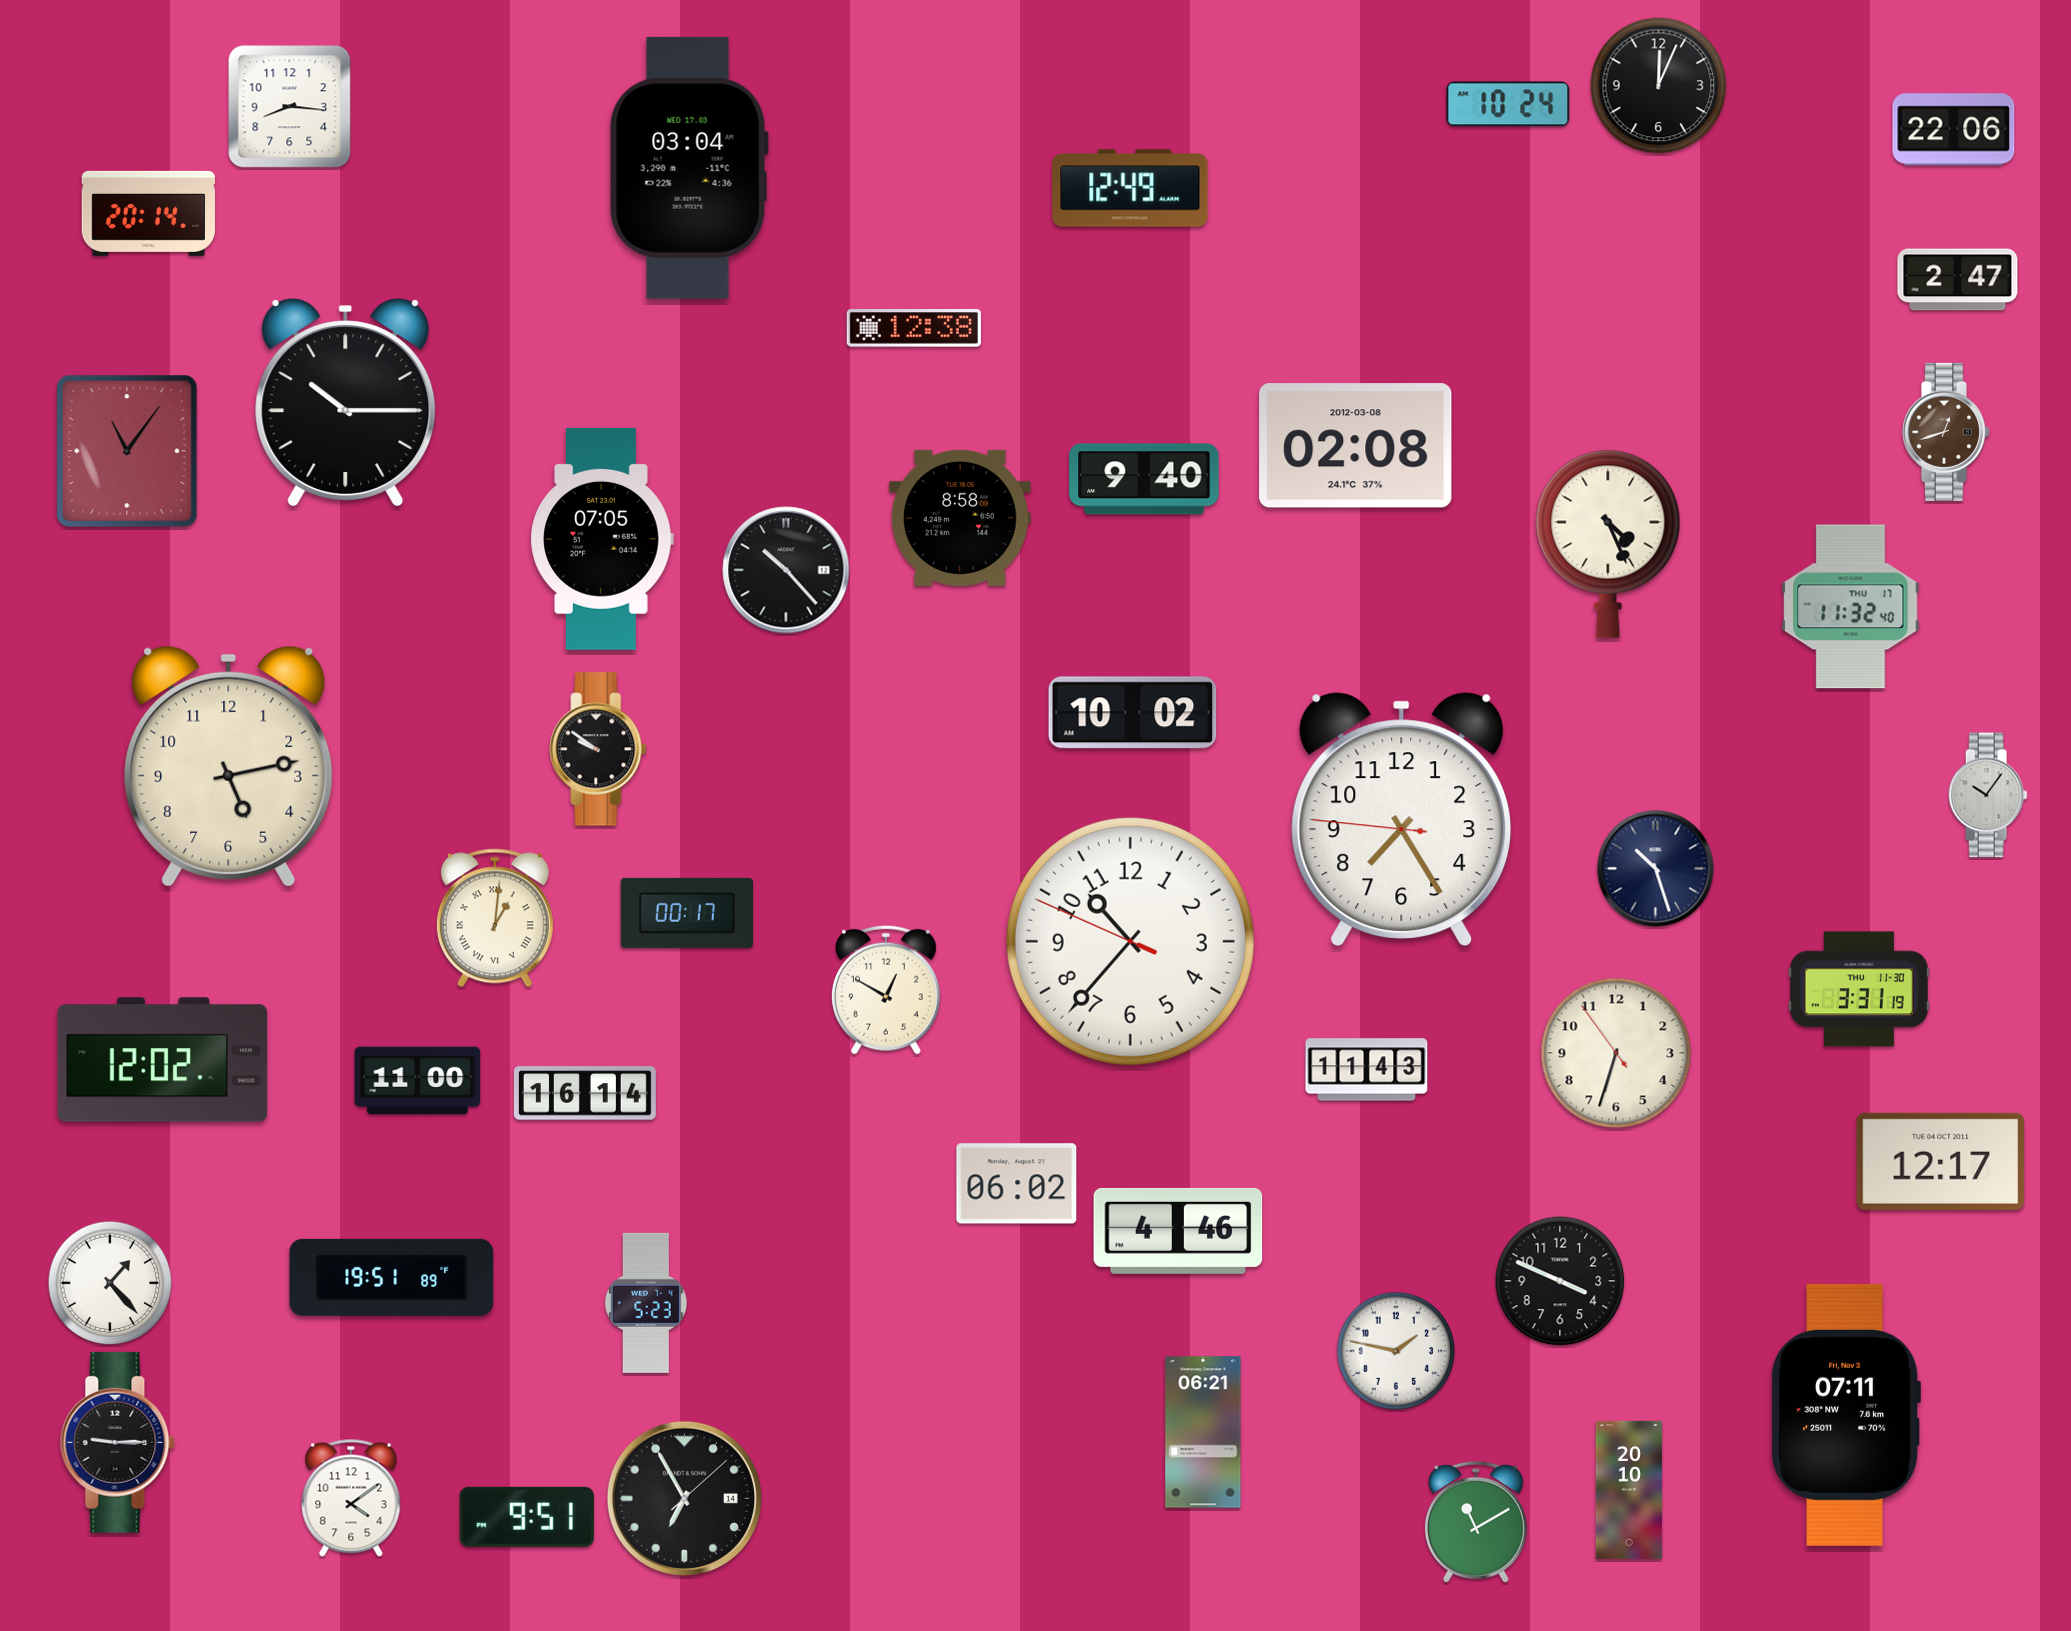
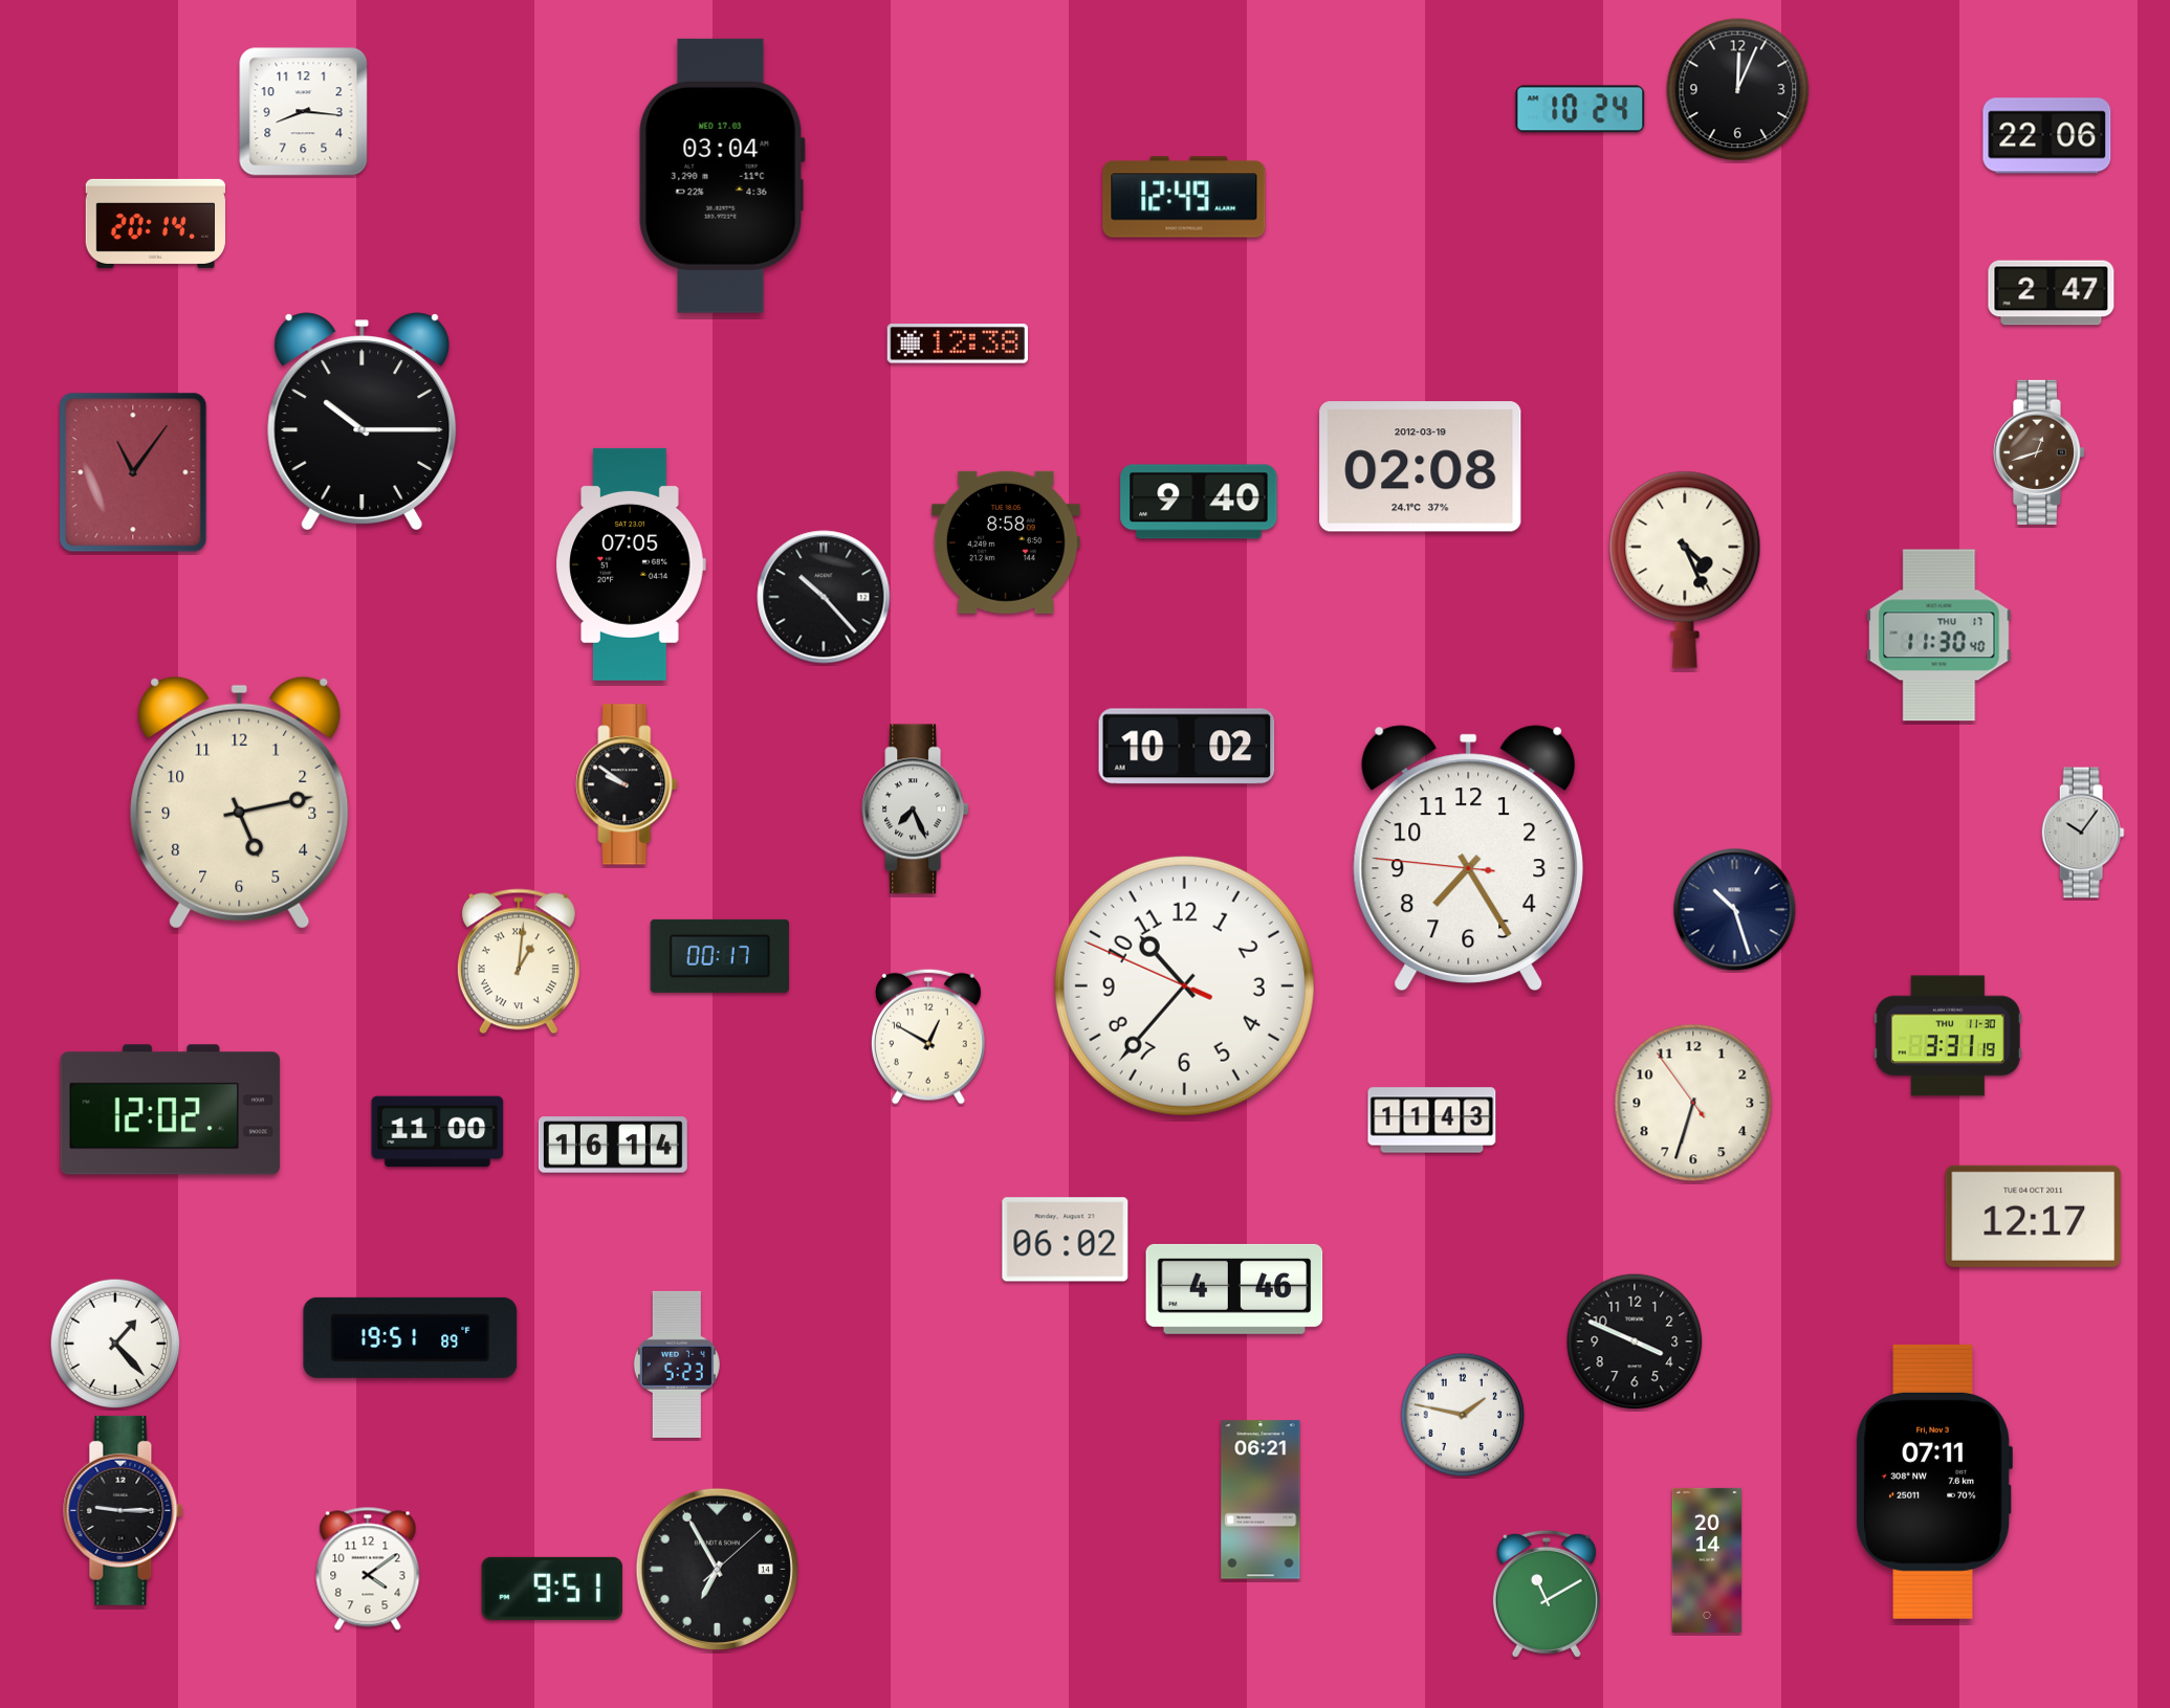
clock at (1356, 446) date: 2012-03-08 -> 2012-03-19
clock at (1851, 607): 11:32 -> 11:30
clock at (916, 809): none -> 7:26
clock at (1629, 1490): 20:10 -> 20:14
